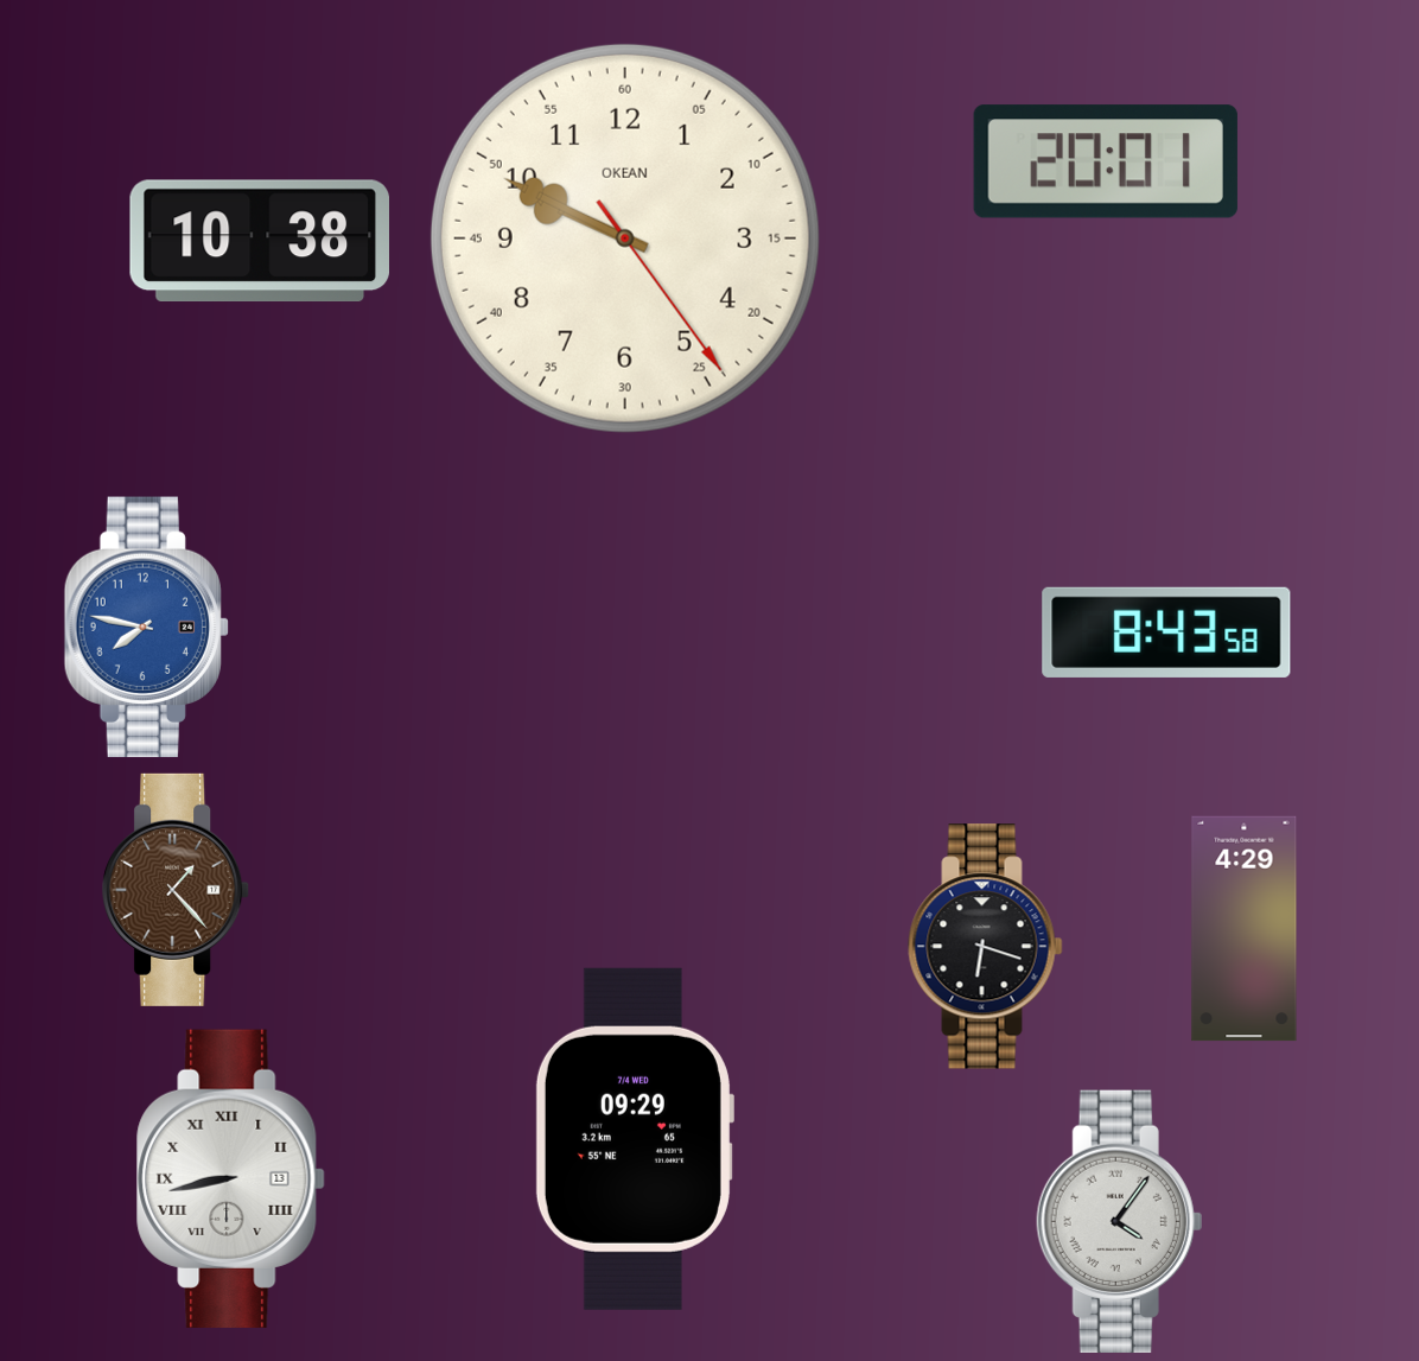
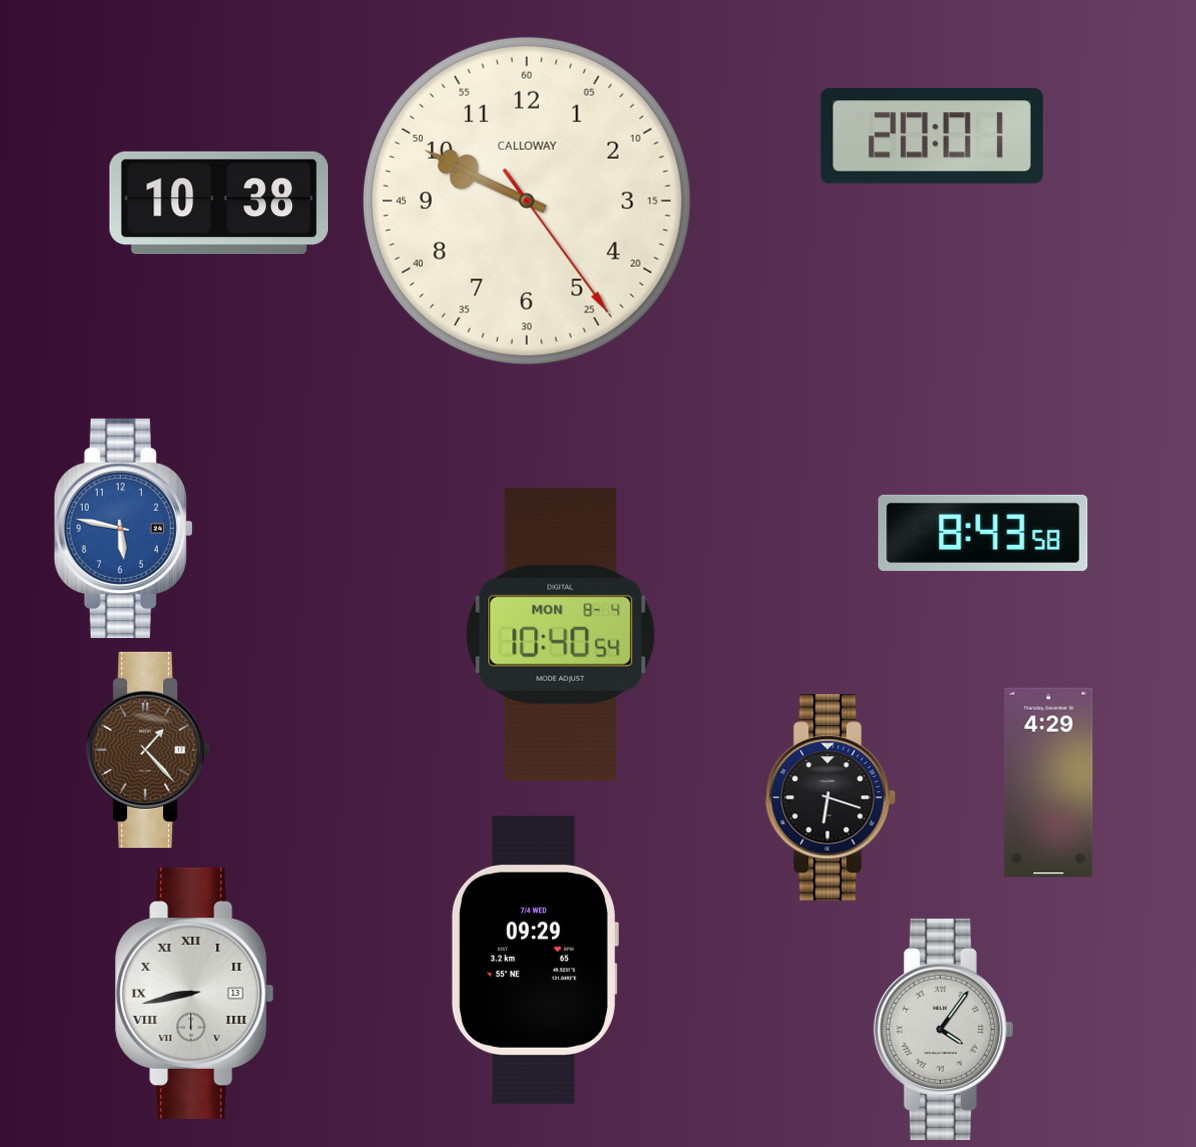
clock at (625, 239) brand: OKEAN -> CALLOWAY
clock at (146, 628): 7:47 -> 5:47
clock at (561, 634): none -> 10:40
